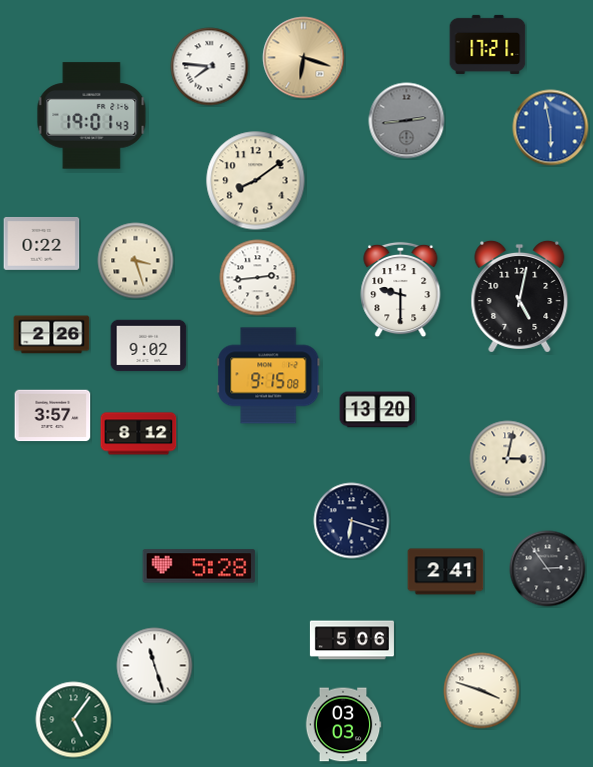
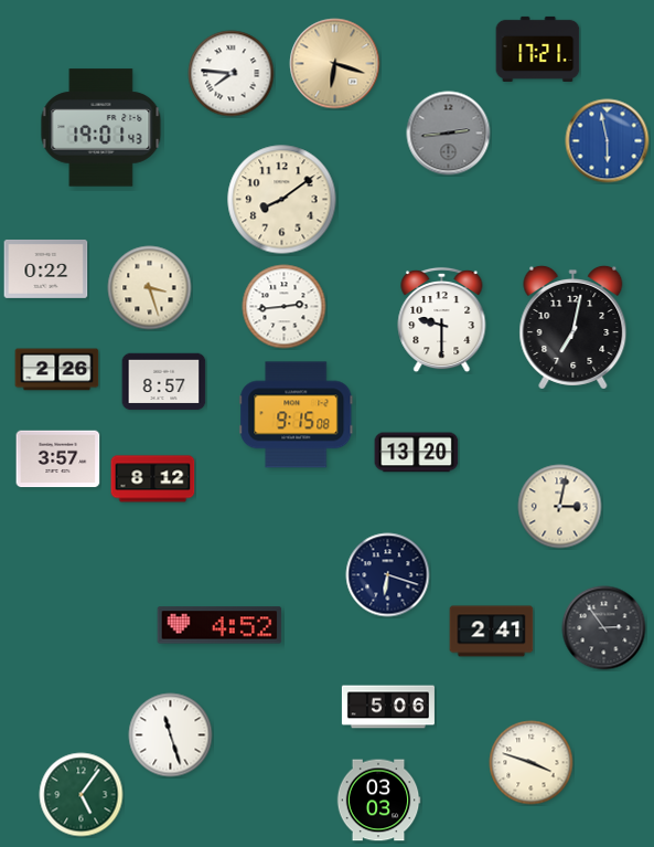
clock at (520, 296): 5:02 -> 7:02
clock at (149, 346): 9:02 -> 8:57
clock at (199, 566): 5:28 -> 4:52
